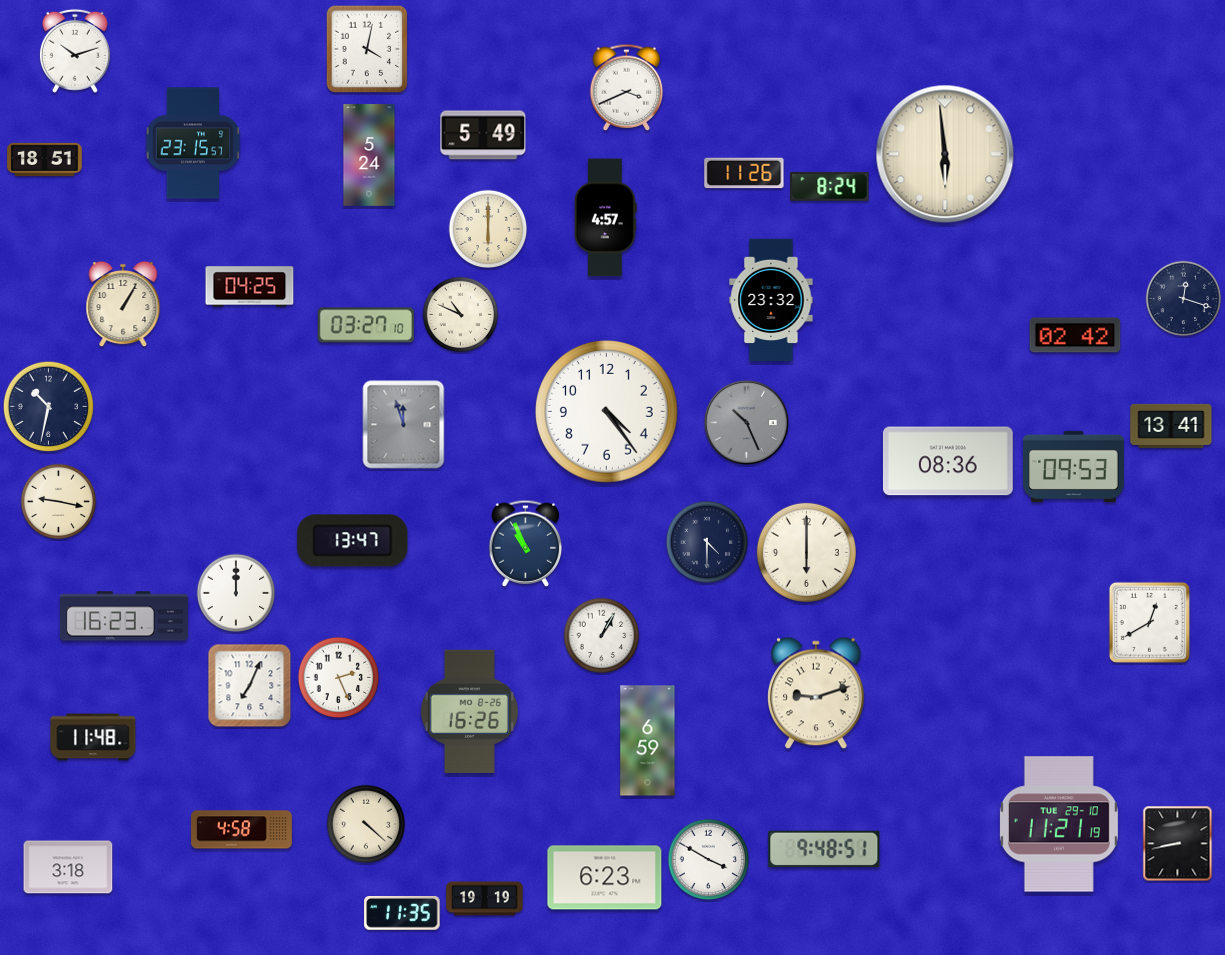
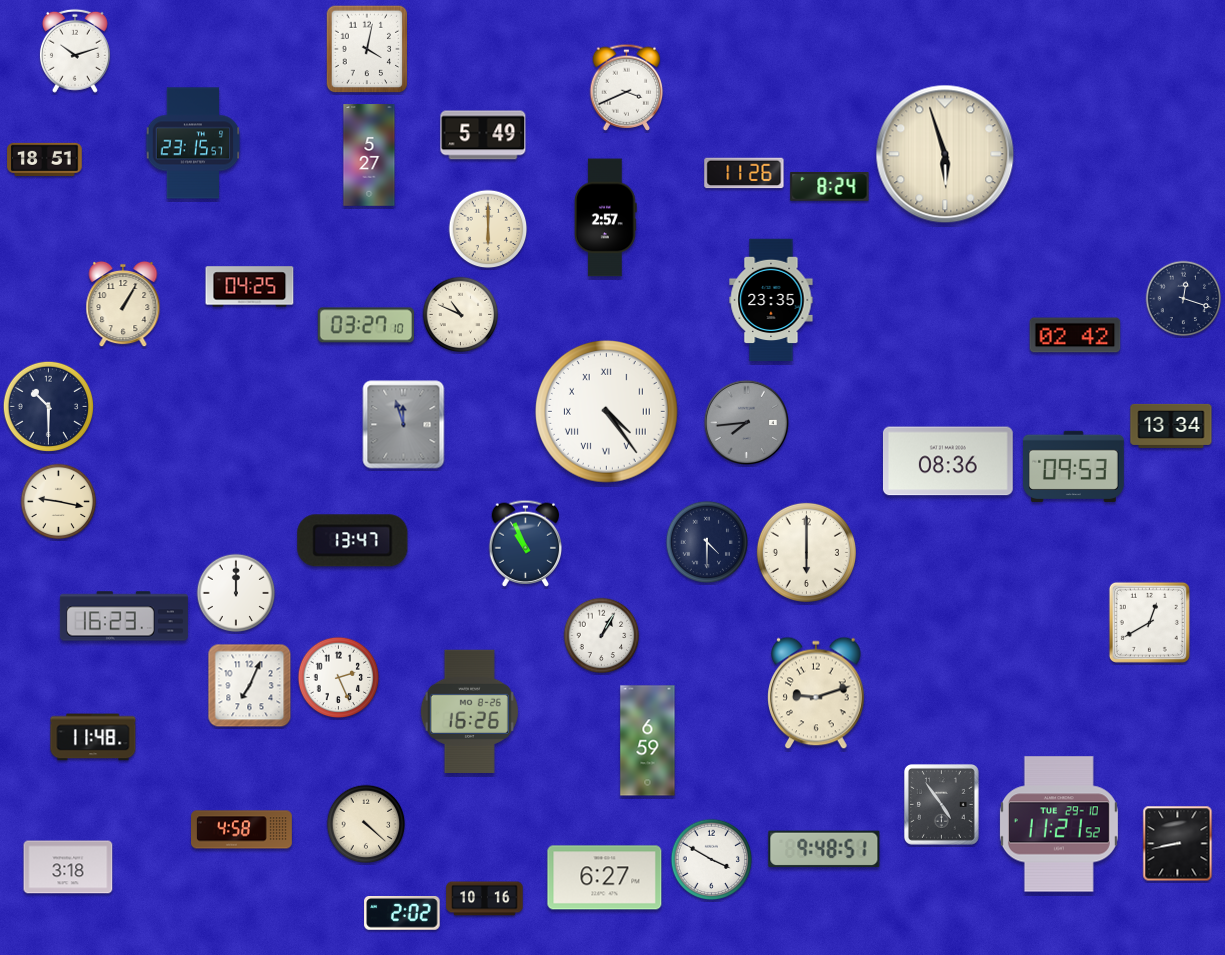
clock at (945, 154): 5:59 -> 5:57
clock at (369, 155): 5:24 -> 5:27
clock at (606, 218): 4:57 -> 2:57
clock at (771, 300): 23:32 -> 23:35
clock at (49, 407): 10:32 -> 10:30
clock at (606, 411) numerals: Arabic -> Roman
clock at (746, 422): 10:26 -> 7:44
clock at (1171, 426): 13:41 -> 13:34
clock at (942, 805): none -> 4:54
clock at (1059, 824): 11:21:19 -> 11:21:52
clock at (709, 860) position: (709, 860) -> (712, 860)
clock at (605, 878): 6:23 -> 6:27
clock at (485, 899): 19:19 -> 10:16
clock at (402, 914): 11:35 -> 2:02
